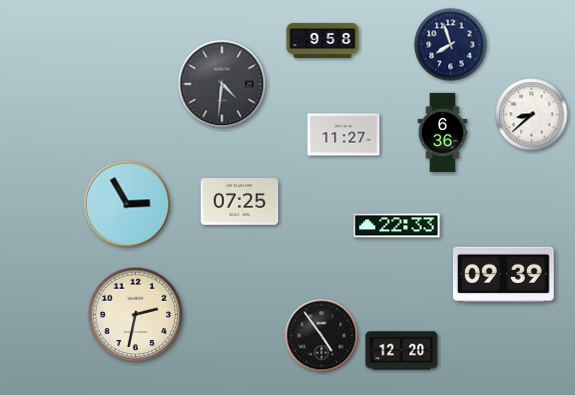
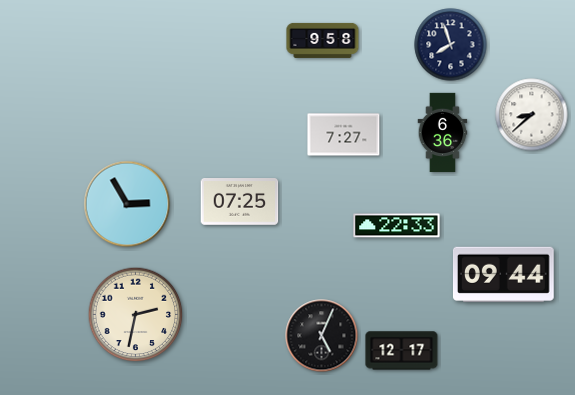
clock at (222, 84): 4:31 -> none
clock at (344, 135): 11:27 -> 7:27
clock at (504, 274): 09:39 -> 09:44
clock at (322, 336): 4:54 -> 5:04
clock at (402, 351): 12:20 -> 12:17
